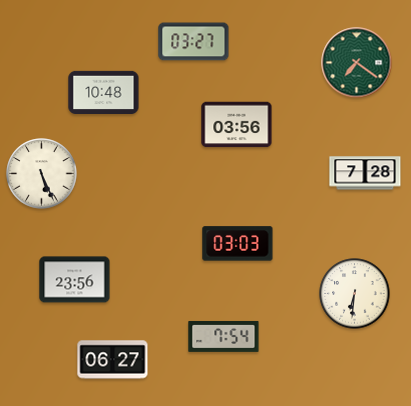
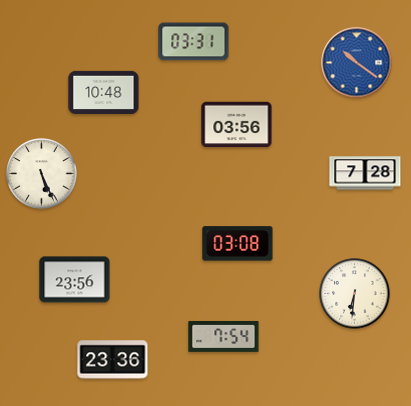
clock at (194, 42): 03:27 -> 03:31
clock at (357, 63): 7:21 -> 10:21
clock at (357, 63) dial: green -> blue
clock at (238, 244): 03:03 -> 03:08
clock at (113, 360): 06:27 -> 23:36
